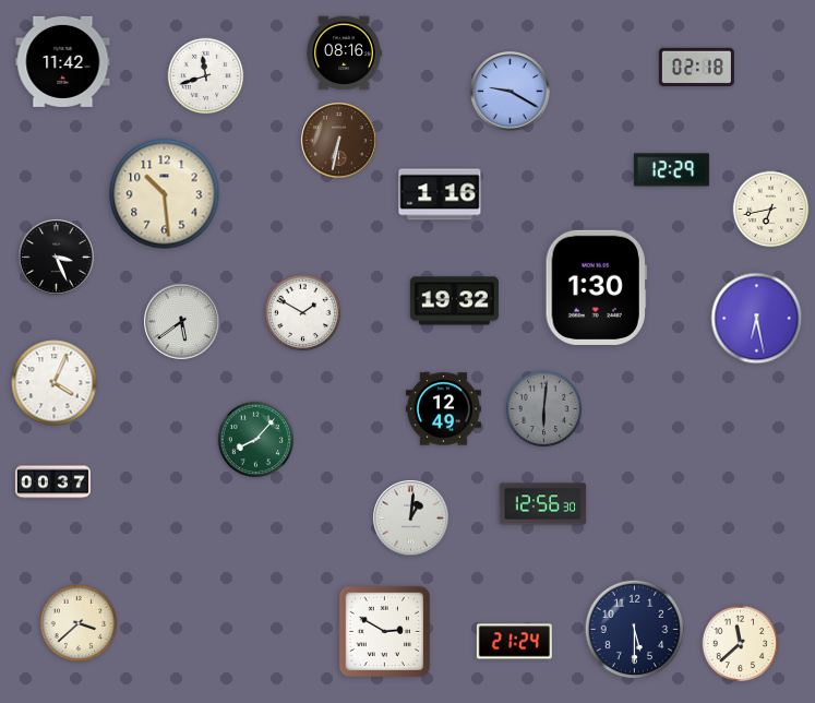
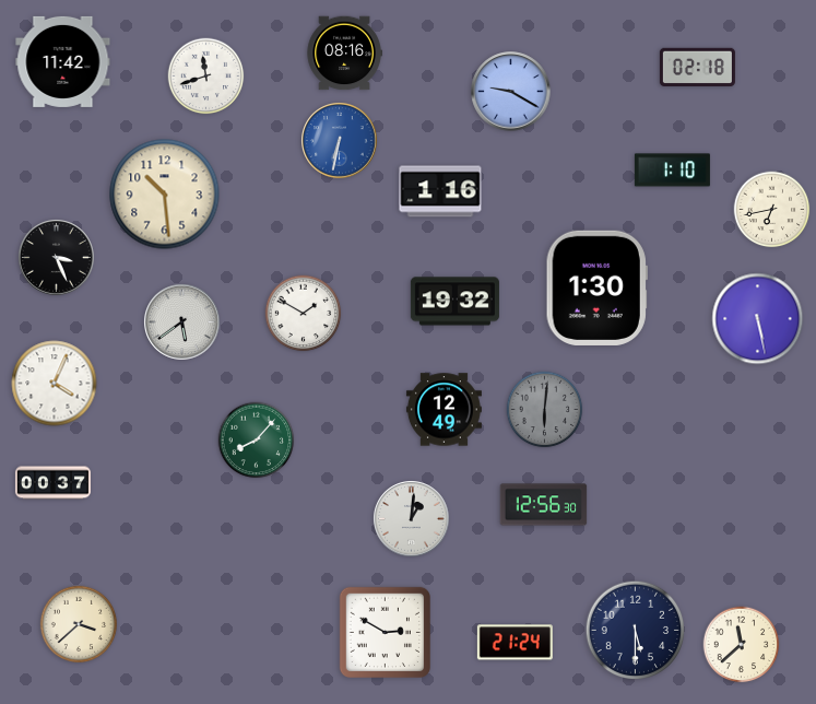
clock at (339, 141) dial: brown -> blue
clock at (671, 170): 12:29 -> 1:10
clock at (440, 194) position: (440, 194) -> (440, 191)
clock at (757, 319): 6:28 -> 5:28
